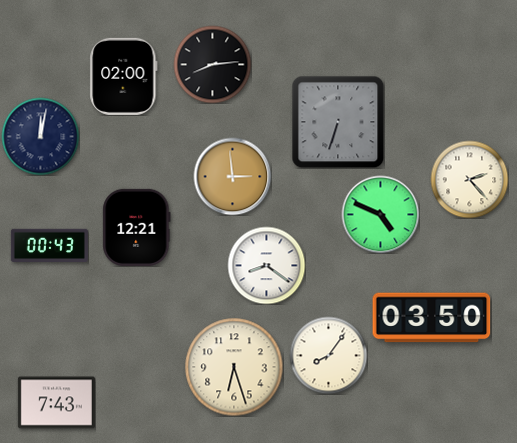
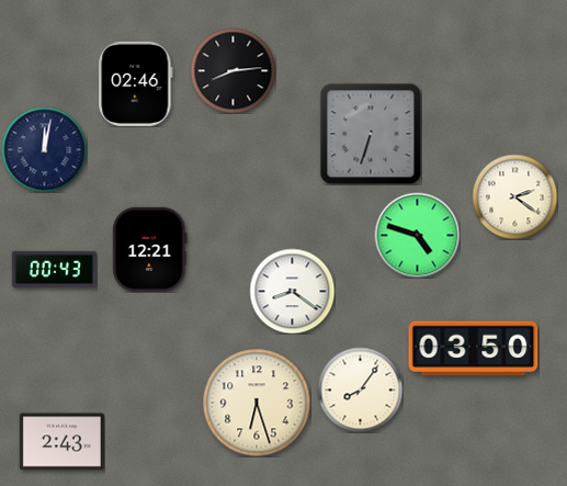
clock at (124, 76): 02:00 -> 02:46
clock at (232, 176): 2:59 -> none
clock at (469, 179): 2:23 -> 2:21
clock at (380, 214): 4:49 -> 4:48
clock at (56, 403): 7:43 -> 2:43
